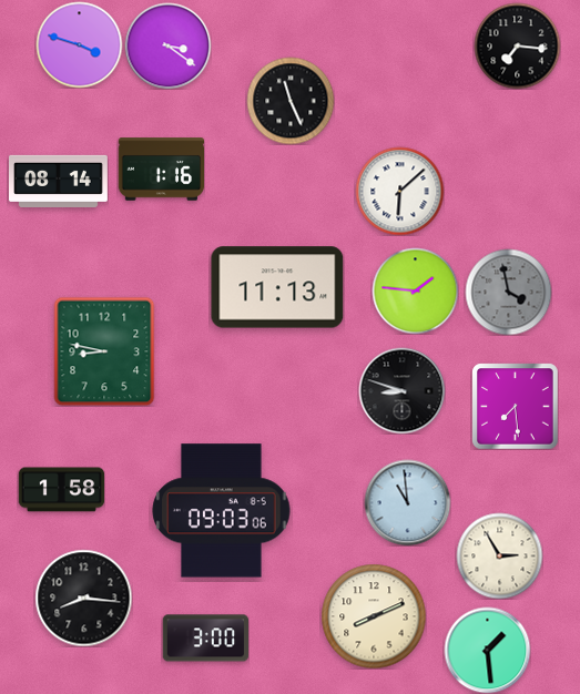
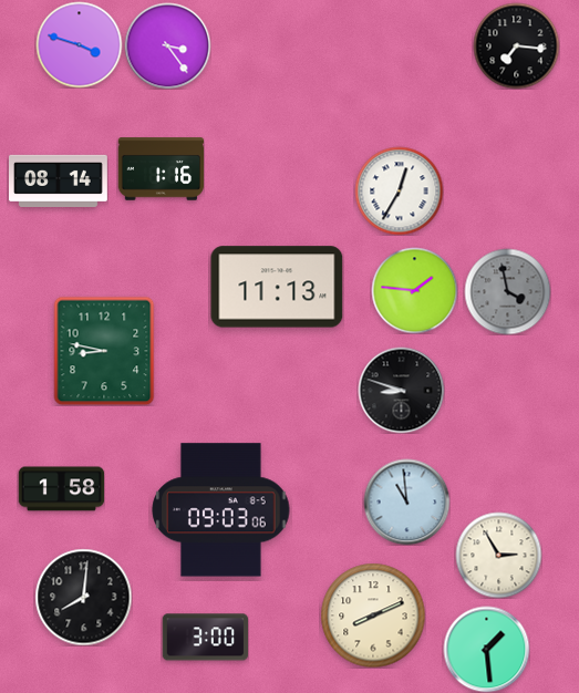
clock at (167, 45): 3:21 -> 3:24
clock at (291, 101): 11:26 -> none
clock at (399, 191): 6:08 -> 12:35
clock at (515, 406): 7:29 -> none
clock at (83, 598): 8:16 -> 8:01
